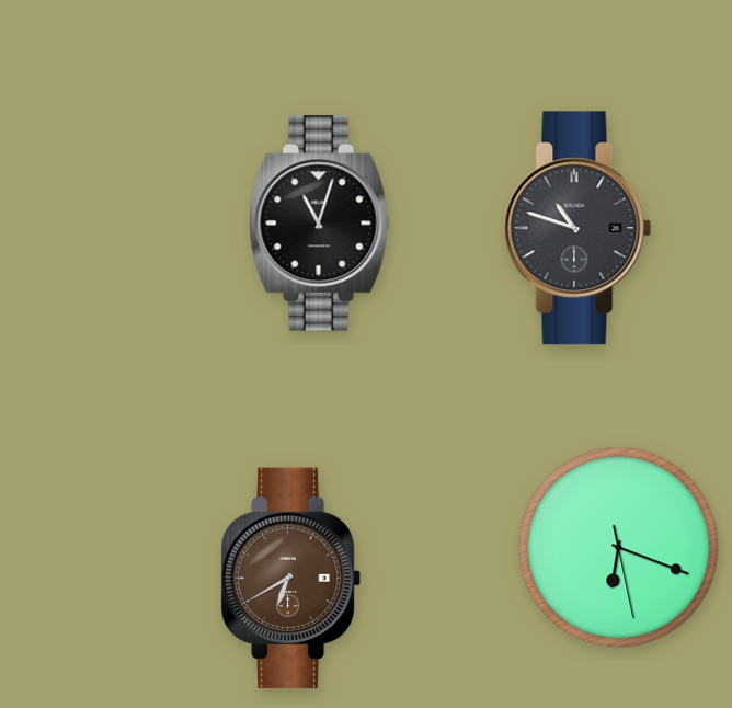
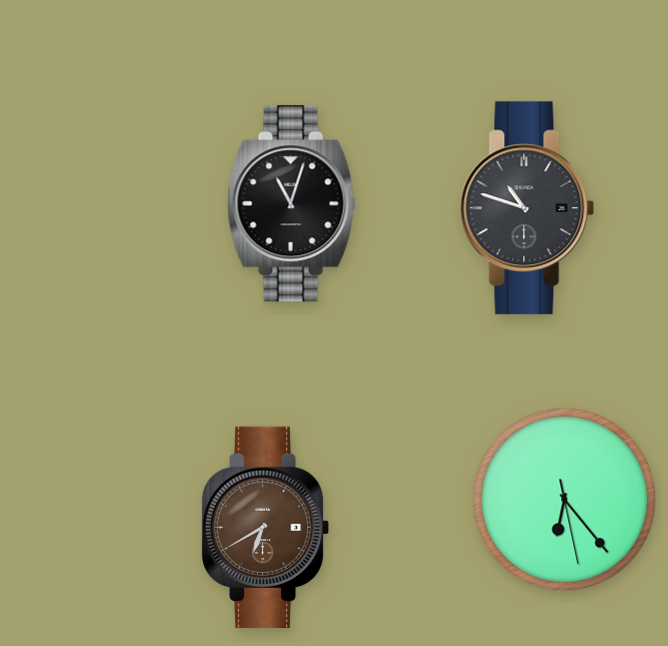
clock at (619, 548): 6:18 -> 6:23
